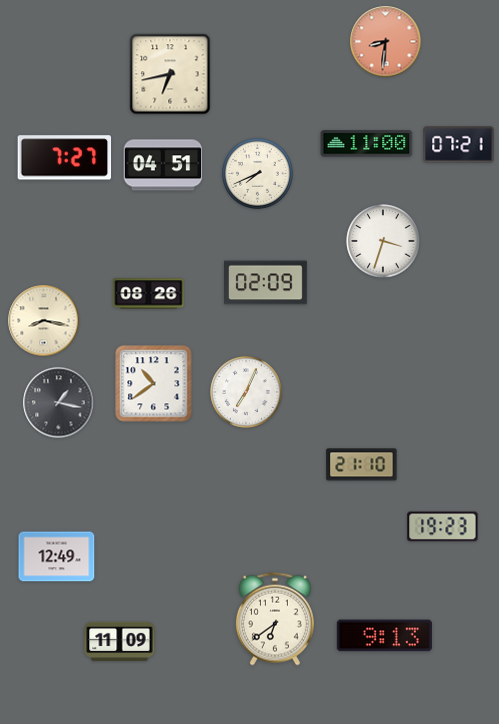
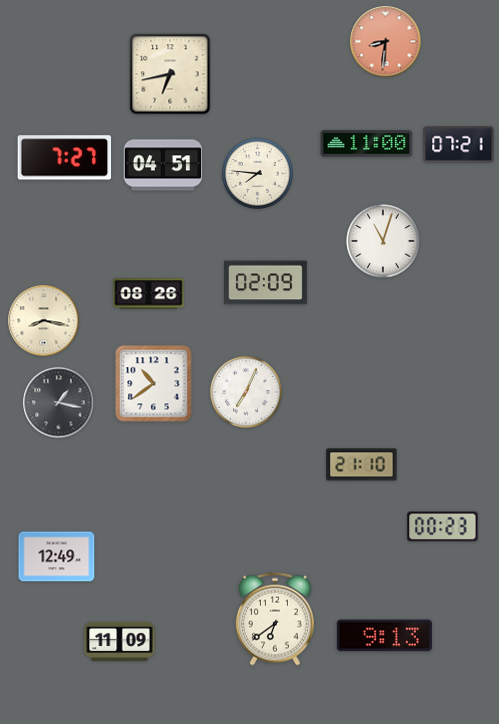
clock at (258, 174): 7:41 -> 7:46
clock at (383, 241): 3:33 -> 11:03
clock at (443, 527): 19:23 -> 00:23
